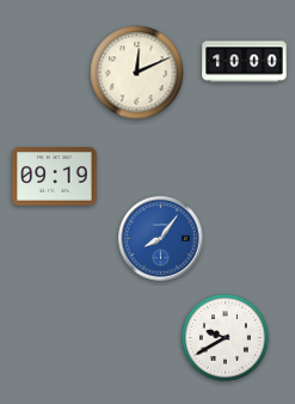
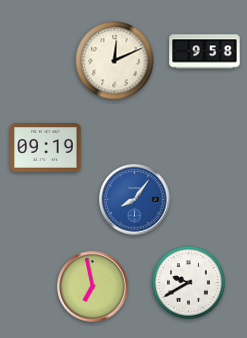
clock at (245, 62): 10:00 -> 9:58
clock at (93, 287): none -> 6:58
